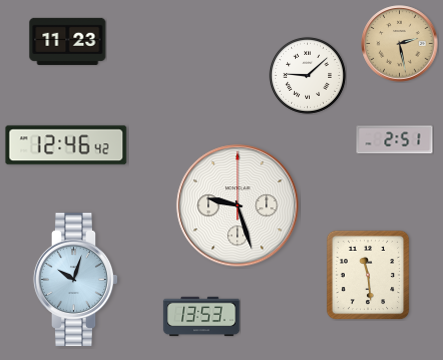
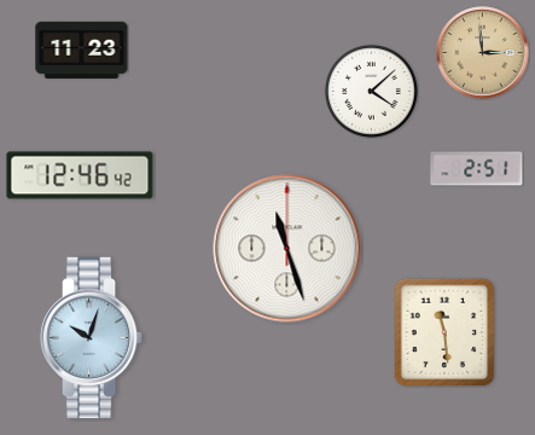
clock at (400, 44): 2:28 -> 2:59
clock at (307, 75): 9:08 -> 4:08
clock at (238, 206): 9:27 -> 11:27
clock at (202, 317): 13:53 -> none
